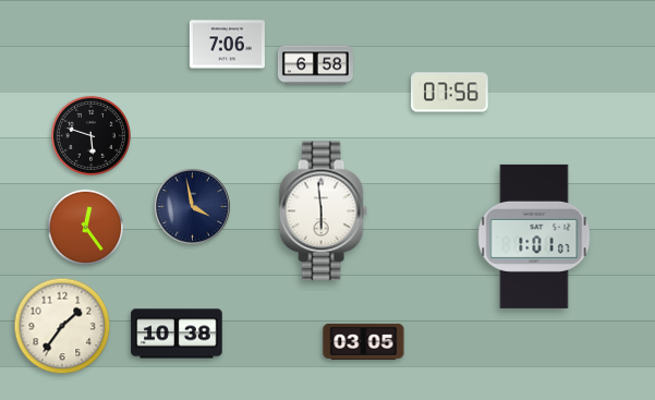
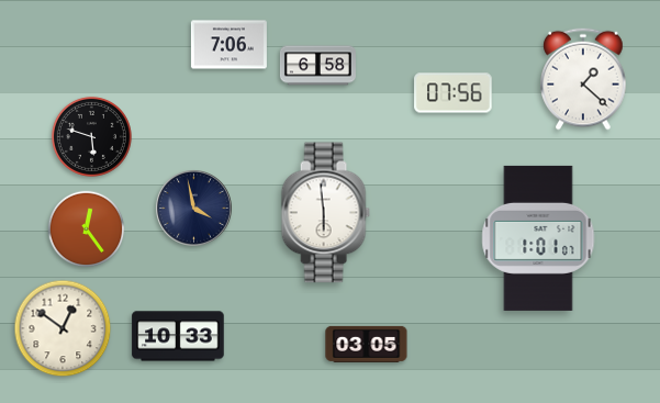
clock at (583, 79): none -> 1:22
clock at (62, 326): 1:36 -> 12:51
clock at (177, 334): 10:38 -> 10:33
